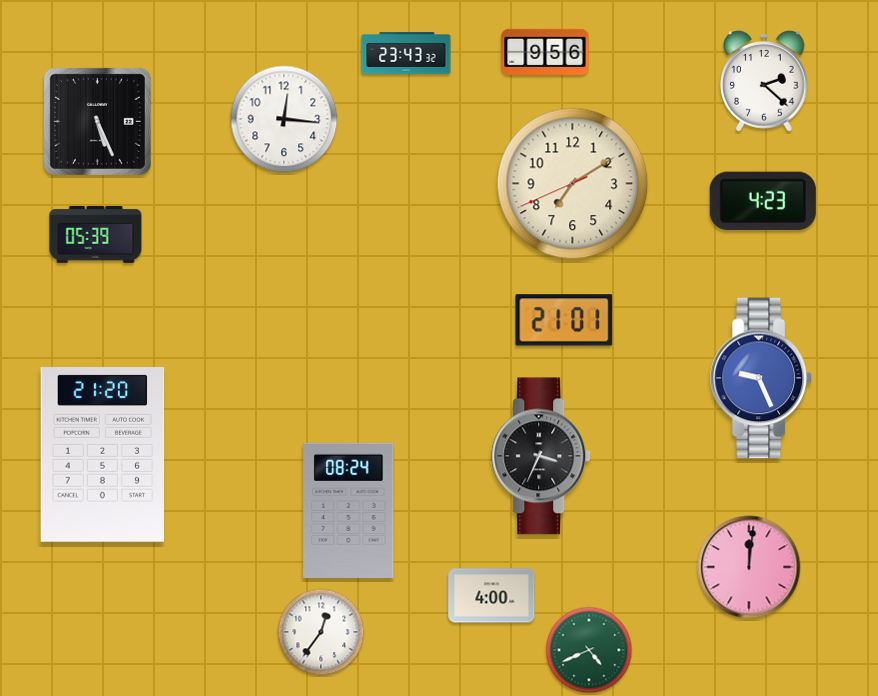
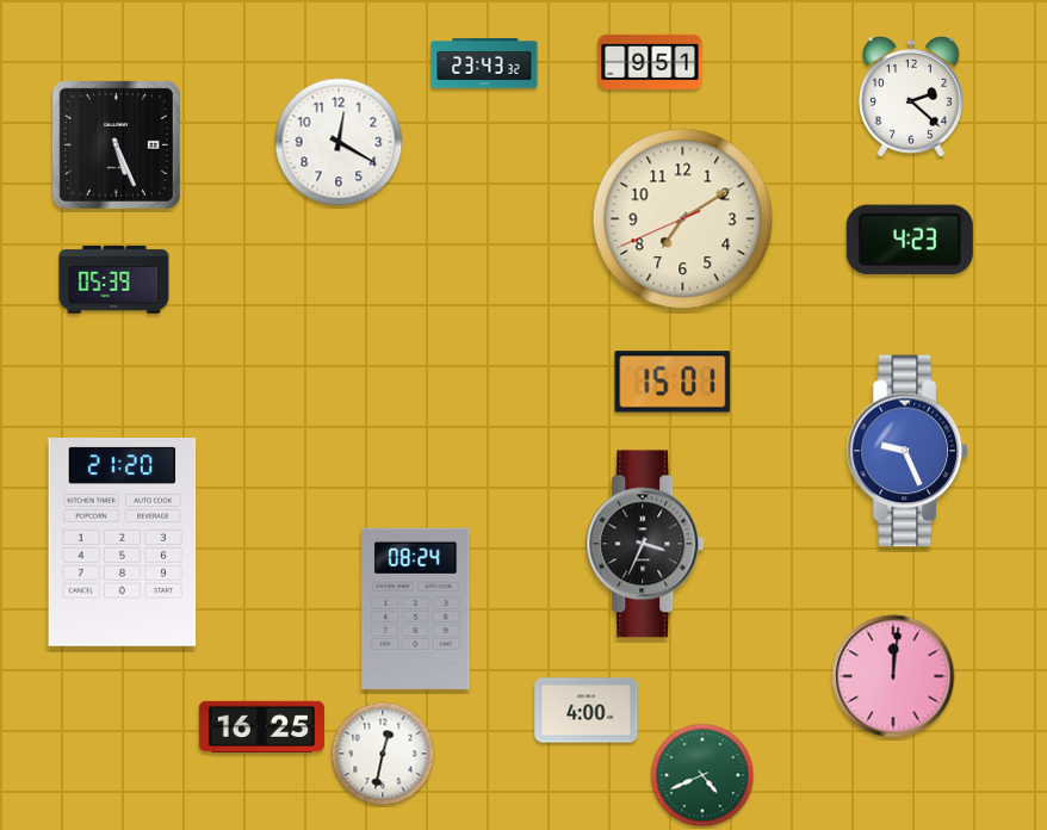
clock at (545, 52): 9:56 -> 9:51
clock at (284, 119): 12:16 -> 12:20
clock at (564, 320): 21:01 -> 15:01
clock at (261, 726): none -> 16:25
clock at (321, 632): 12:36 -> 12:32
